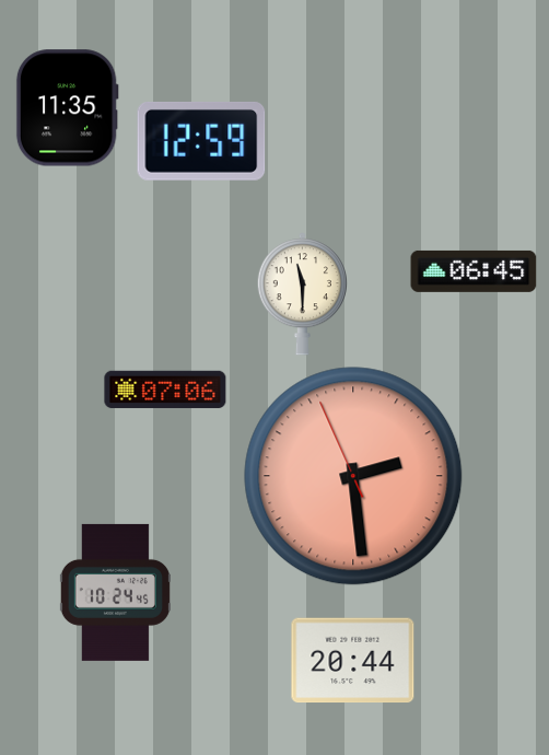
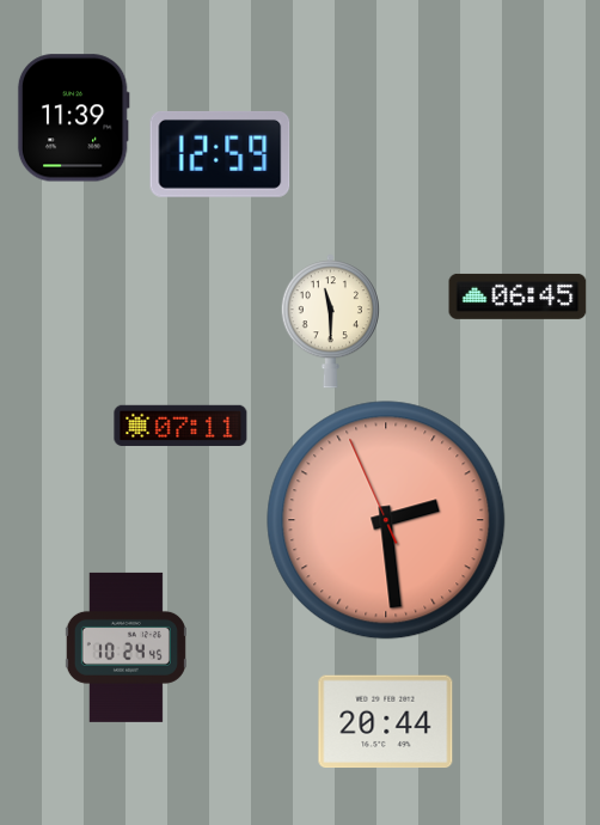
clock at (67, 108): 11:35 -> 11:39
clock at (165, 390): 07:06 -> 07:11
